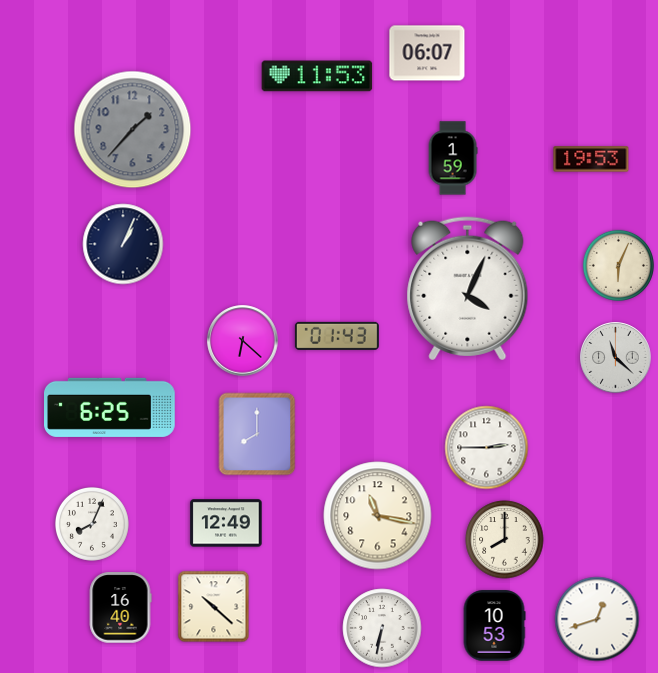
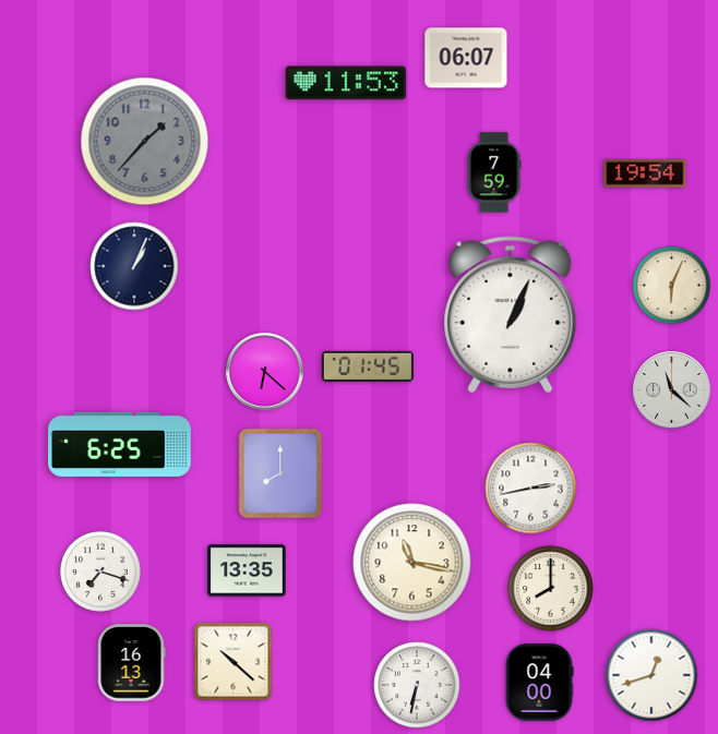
clock at (453, 158): 1:59 -> 7:59
clock at (591, 159): 19:53 -> 19:54
clock at (618, 265) position: (618, 265) -> (671, 285)
clock at (468, 289): 4:04 -> 1:04
clock at (337, 336): 01:43 -> 01:45
clock at (487, 448): 2:45 -> 2:43
clock at (226, 523): 12:49 -> 13:35
clock at (92, 524): 8:04 -> 7:18
clock at (120, 608): 16:40 -> 16:13
clock at (494, 626): 10:53 -> 04:00
